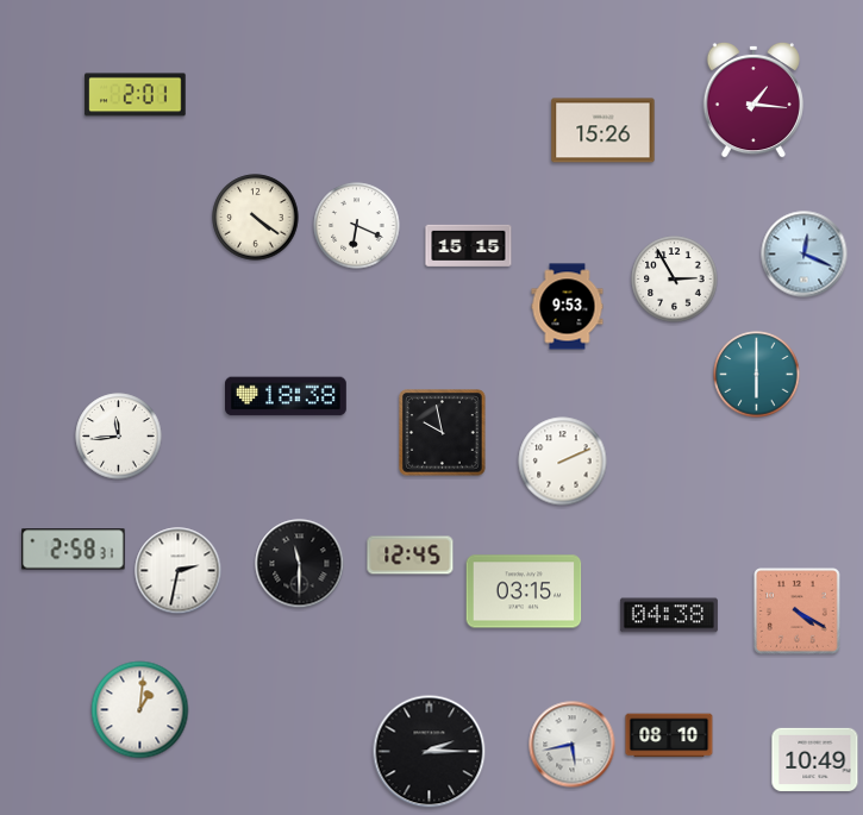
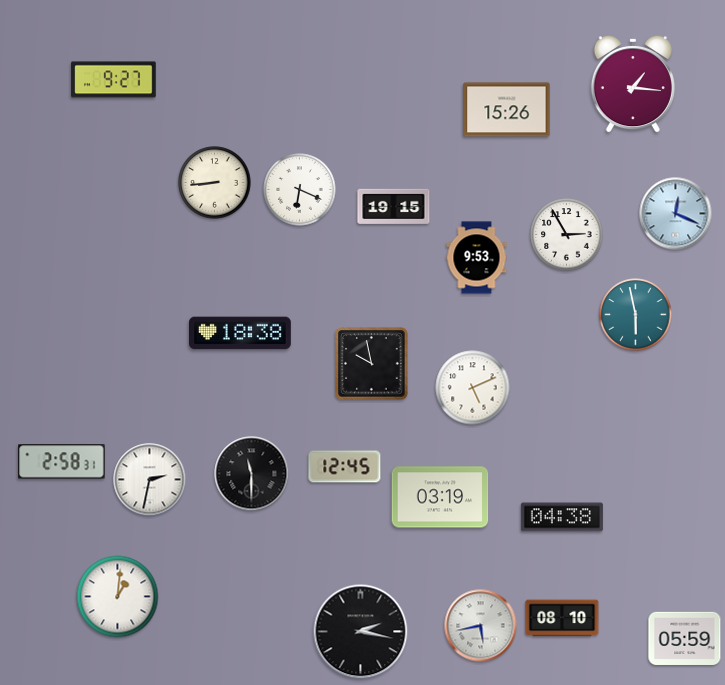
clock at (136, 95): 2:01 -> 9:27
clock at (256, 218): 4:21 -> 8:44
clock at (469, 245): 15:15 -> 19:15
clock at (757, 375): 6:00 -> 5:58
clock at (119, 437): 11:44 -> none
clock at (563, 462): 2:11 -> 5:11
clock at (524, 591): 03:15 -> 03:19
clock at (798, 612): 4:20 -> none
clock at (430, 752): 2:15 -> 2:17
clock at (815, 759): 10:49 -> 05:59
